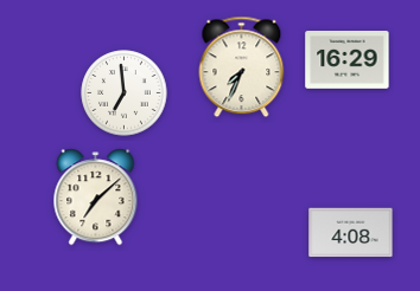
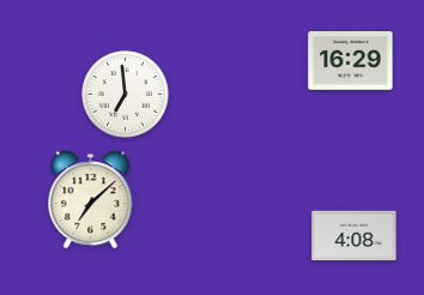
clock at (242, 67): 7:34 -> none
clock at (96, 198) position: (96, 198) -> (91, 200)
